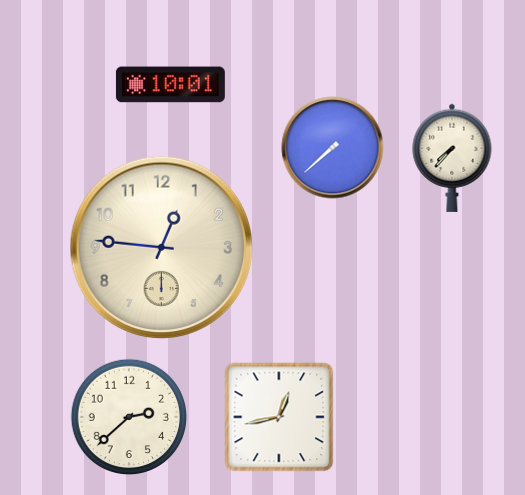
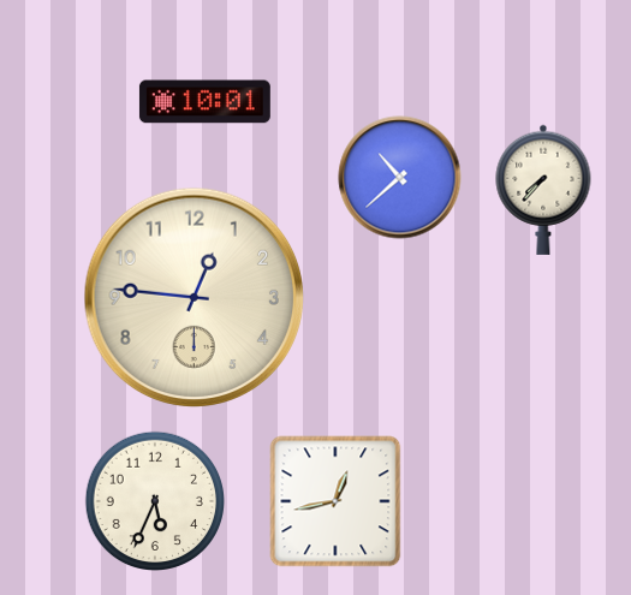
clock at (333, 148): 7:38 -> 10:38
clock at (129, 417): 2:38 -> 5:34
